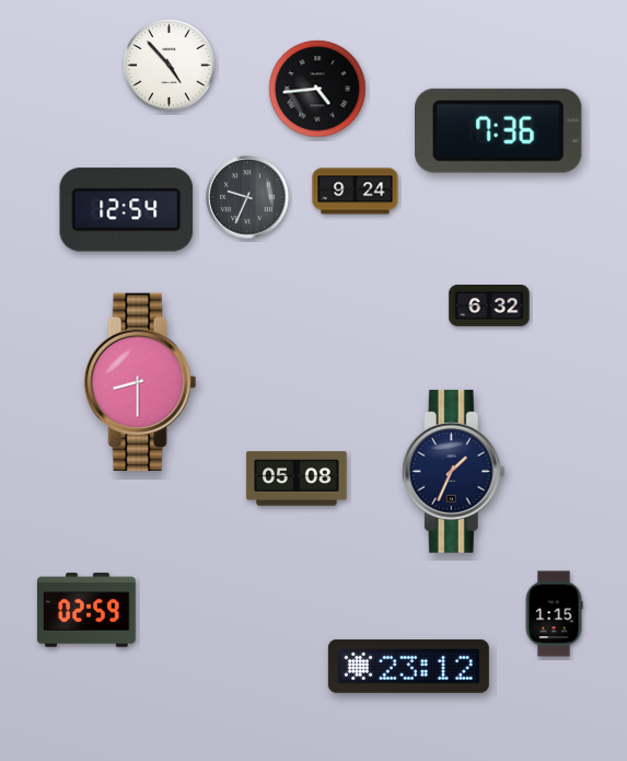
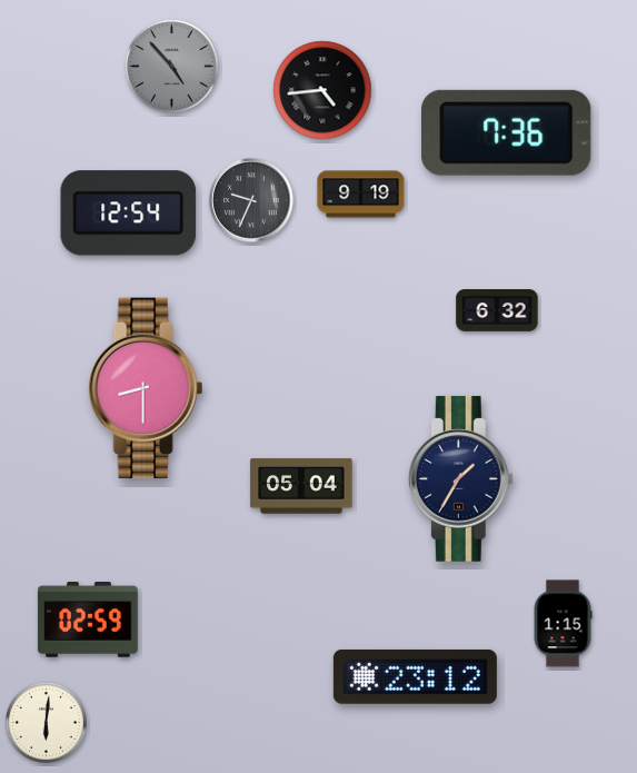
clock at (170, 66) dial: white -> grey
clock at (356, 192): 9:24 -> 9:19
clock at (140, 382) position: (140, 382) -> (146, 388)
clock at (453, 471): 1:34 -> 1:35
clock at (297, 478): 05:08 -> 05:04
clock at (46, 722): none -> 6:01
